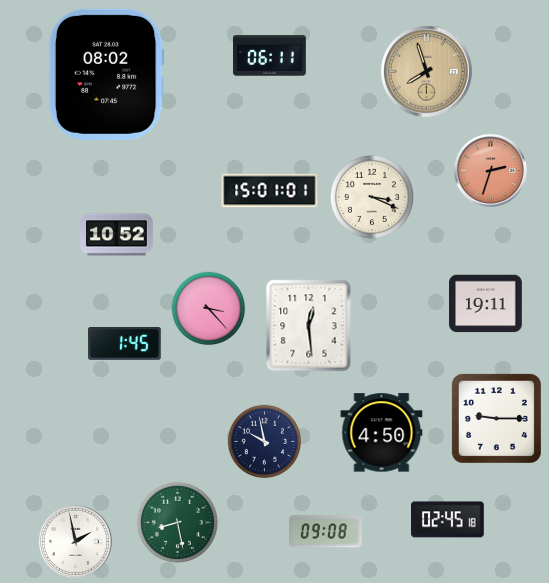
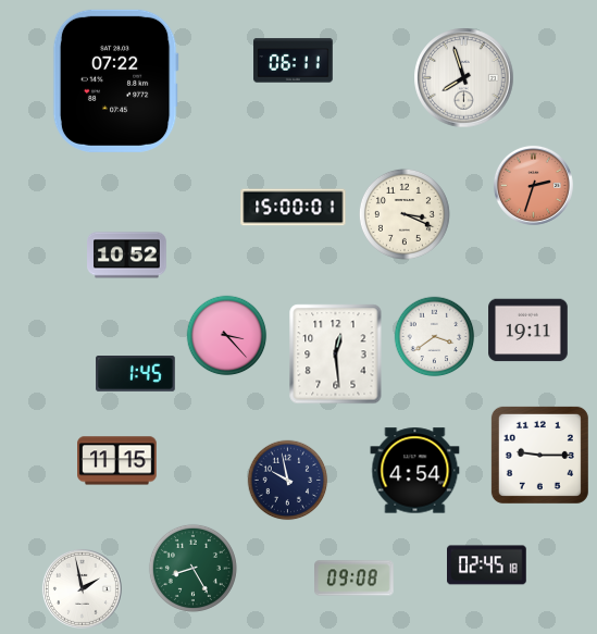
clock at (427, 72) dial: champagne -> white
clock at (106, 74): 08:02 -> 07:22
clock at (270, 191): 15:01 -> 15:00
clock at (435, 337): none -> 3:39
clock at (117, 461): none -> 11:15
clock at (382, 433): 4:50 -> 4:54
clock at (177, 522): 8:28 -> 8:25
